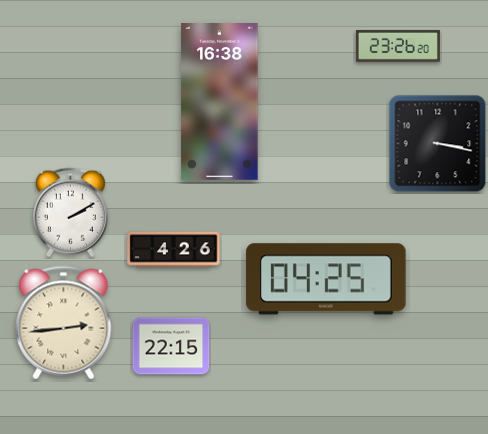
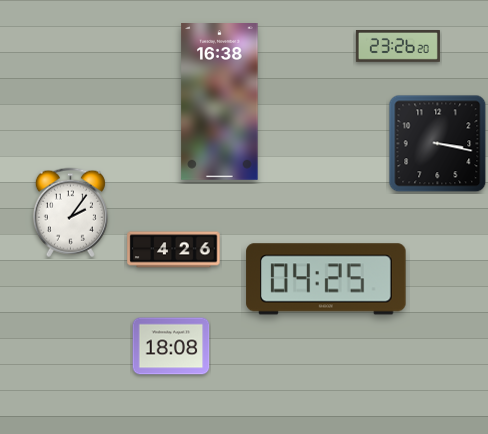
clock at (70, 213): 2:10 -> 2:06
clock at (64, 323): 2:44 -> none
clock at (171, 346): 22:15 -> 18:08
